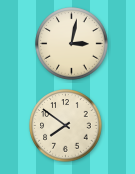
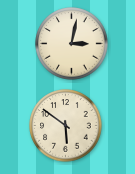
clock at (66, 126): 7:51 -> 5:51
